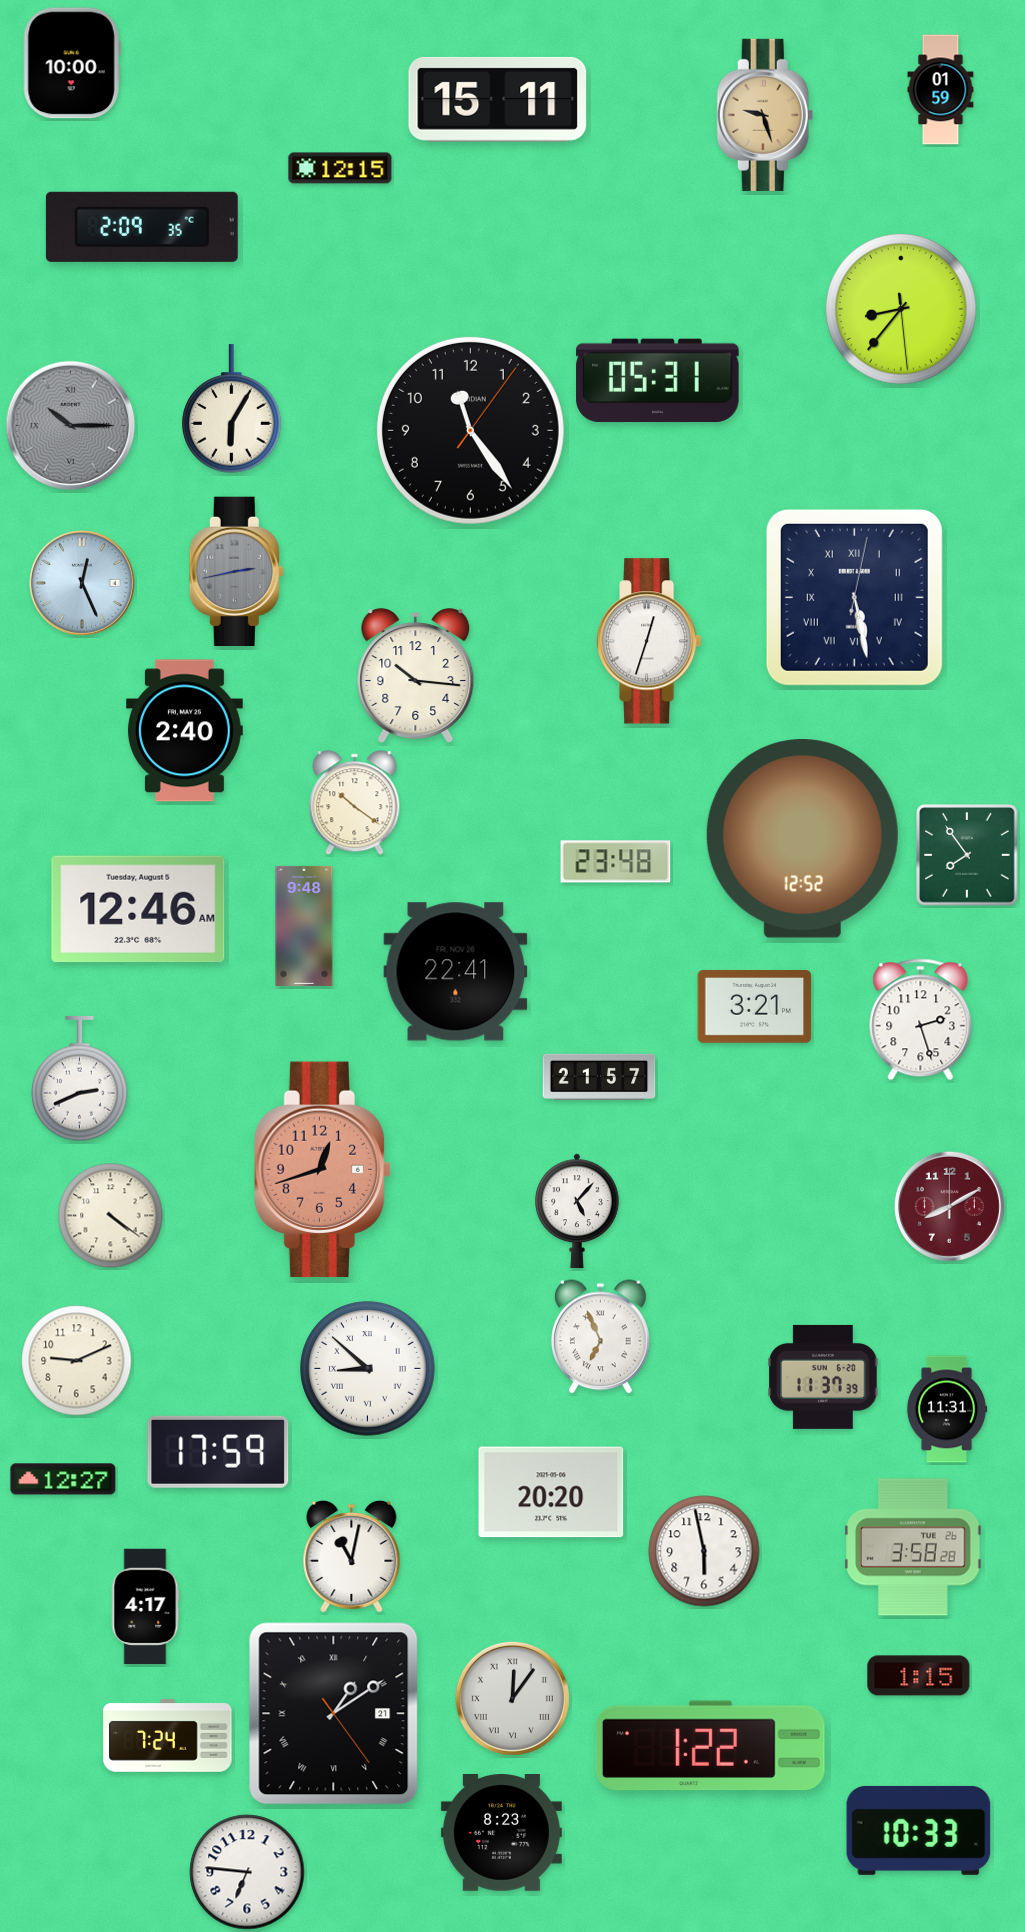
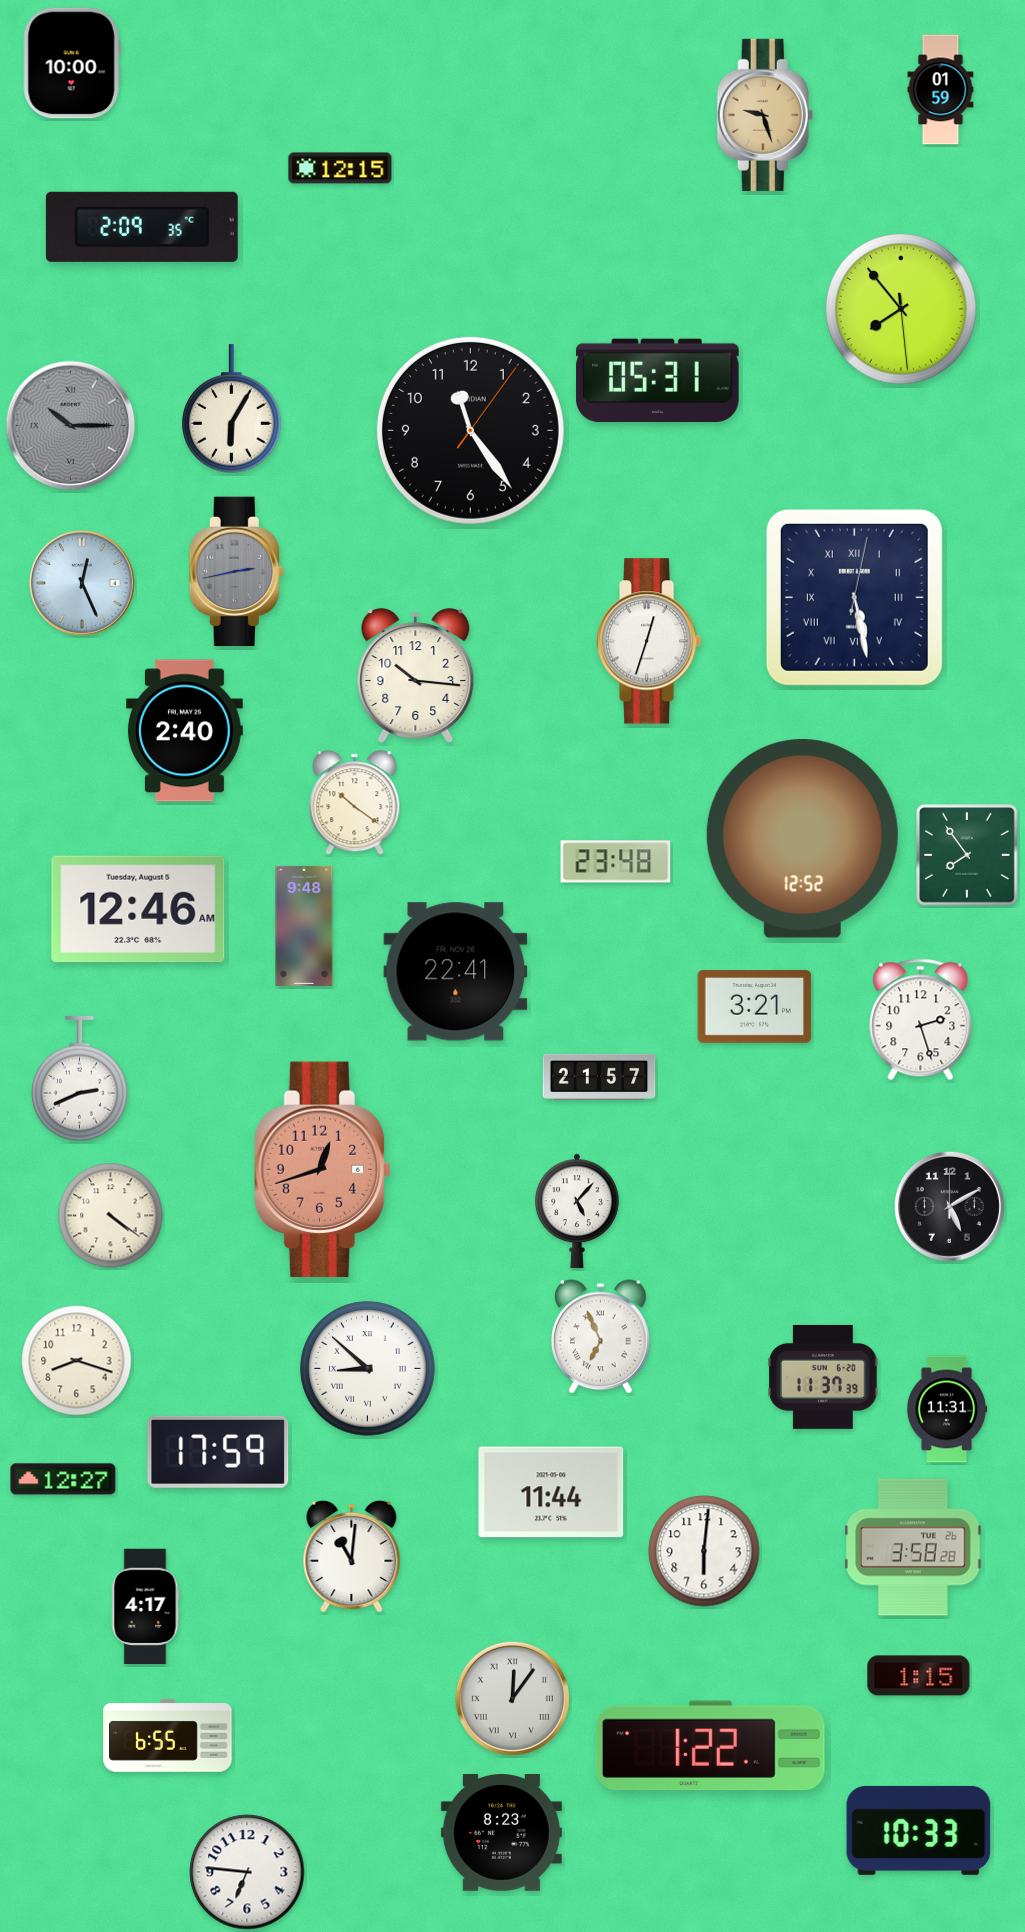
clock at (498, 99): 15:11 -> none
clock at (901, 309): 8:36 -> 7:53
clock at (949, 1206): 8:10 -> 5:10
clock at (949, 1206) dial: burgundy -> black
clock at (77, 1361): 9:11 -> 8:18
clock at (551, 1492): 20:20 -> 11:44
clock at (704, 1551): 5:58 -> 6:01
clock at (352, 1556): 11:02 -> 11:01
clock at (334, 1714): 1:09 -> none
clock at (168, 1736): 7:24 -> 6:55
